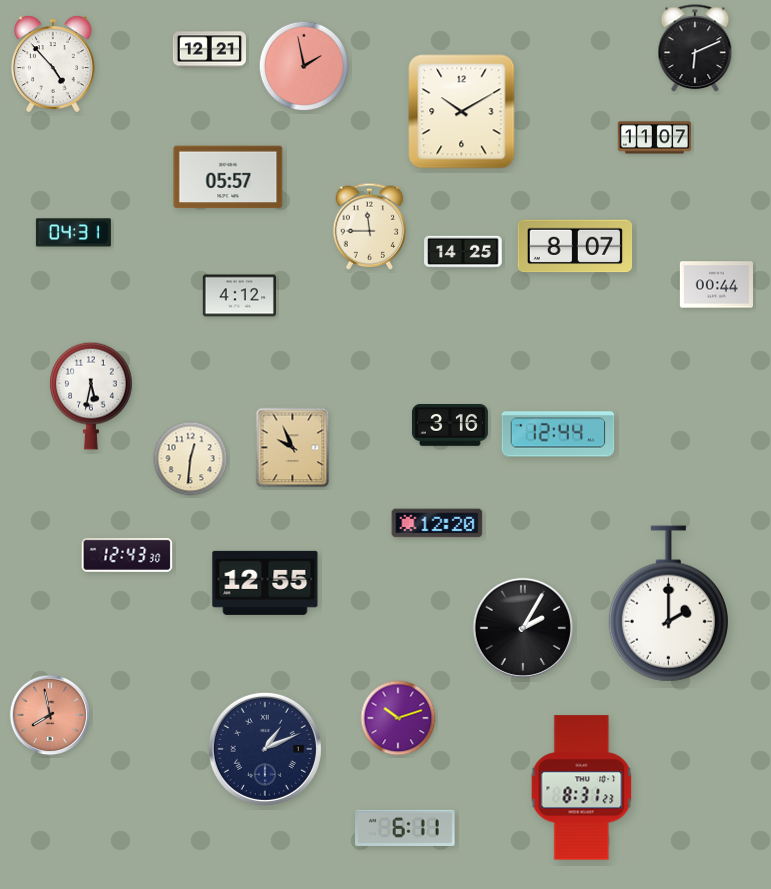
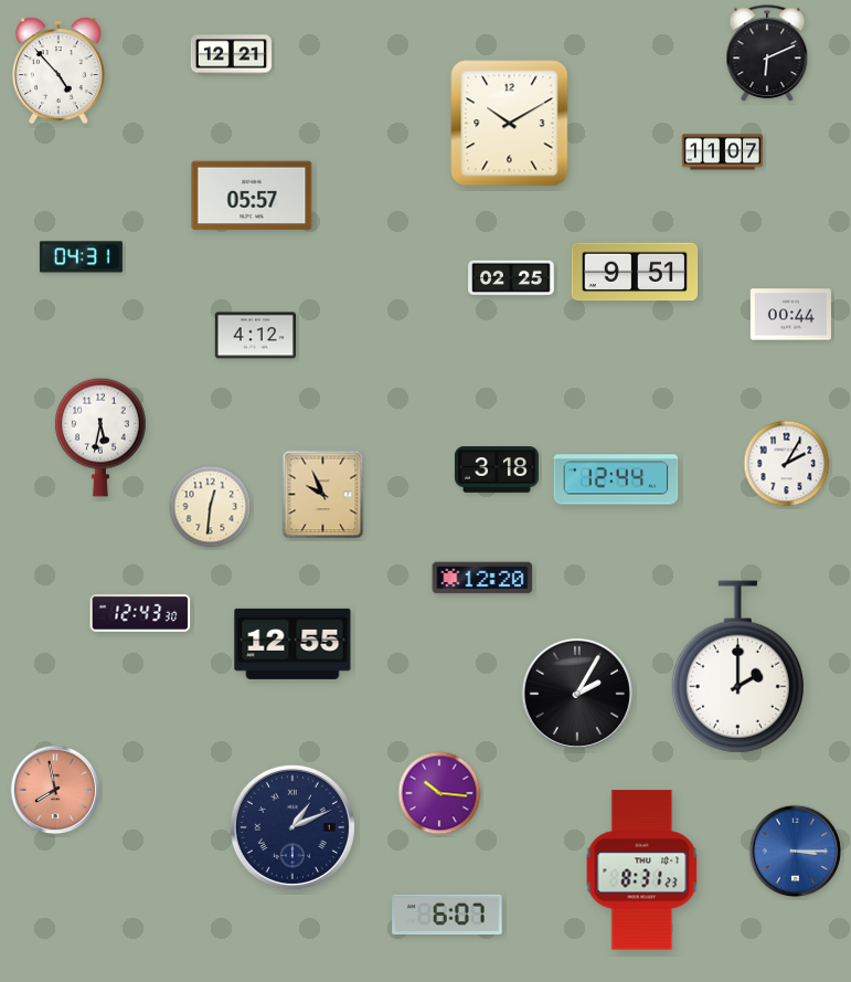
clock at (304, 66): 1:58 -> none
clock at (370, 226): 11:45 -> none
clock at (575, 246): 8:07 -> 9:51
clock at (463, 252): 14:25 -> 02:25
clock at (239, 296) position: (239, 296) -> (255, 336)
clock at (787, 464): none -> 2:05
clock at (450, 425): 3:16 -> 3:18
clock at (398, 718): 10:12 -> 10:16
clock at (796, 852): none -> 3:15
clock at (405, 828): 6:11 -> 6:07
